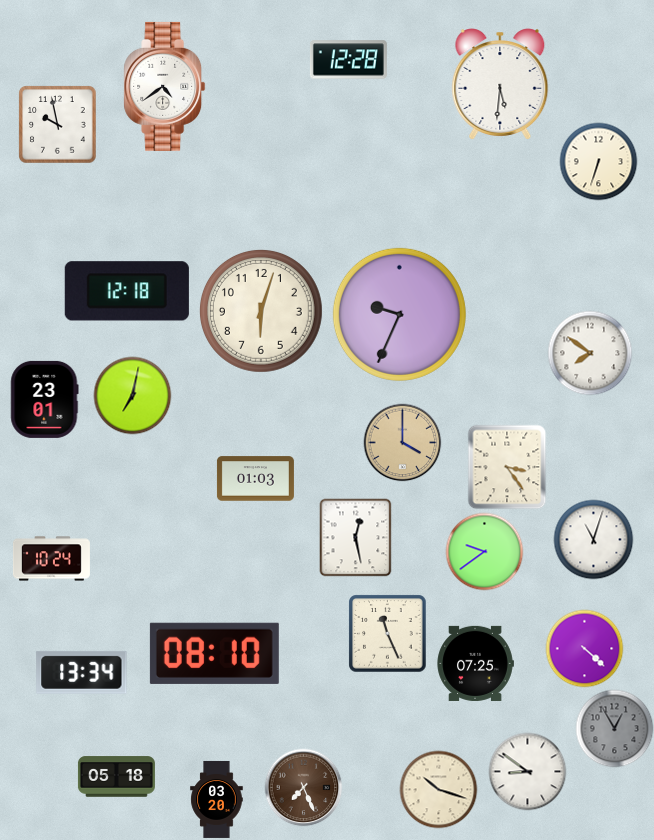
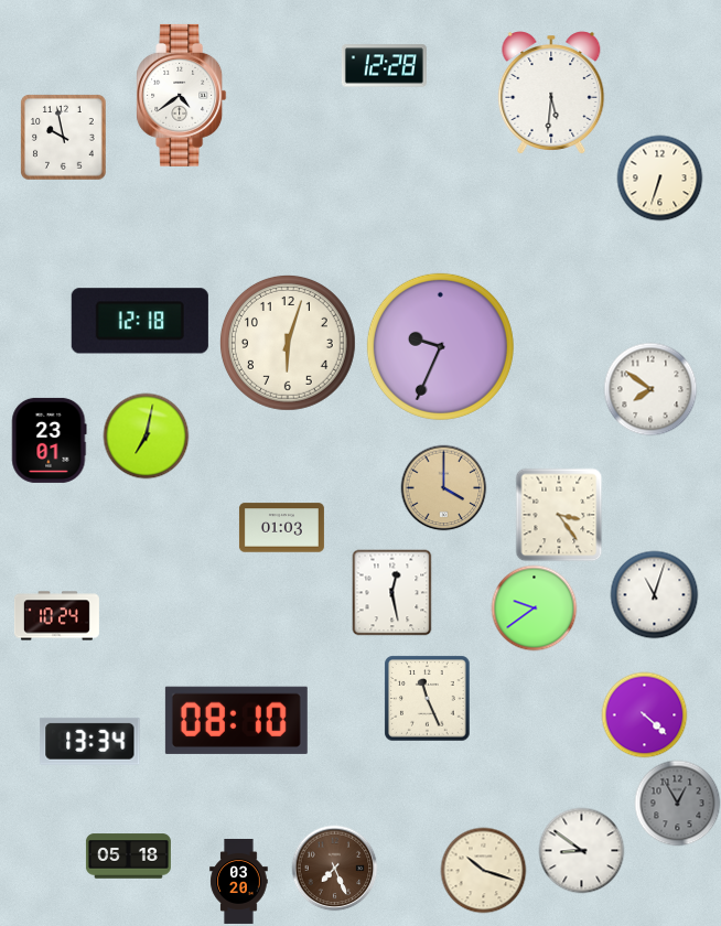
clock at (475, 663): 07:25 -> none
